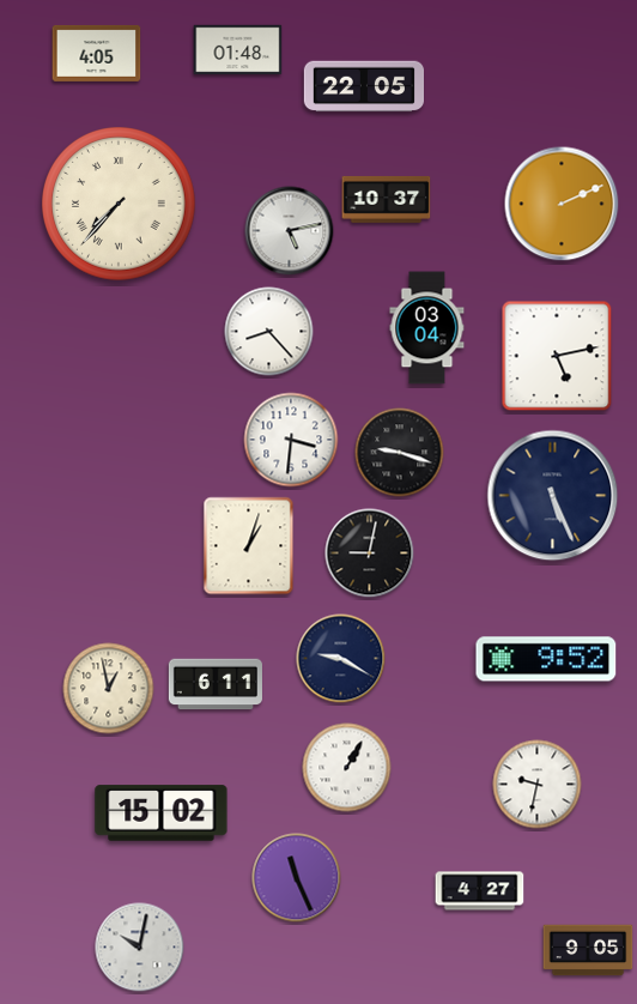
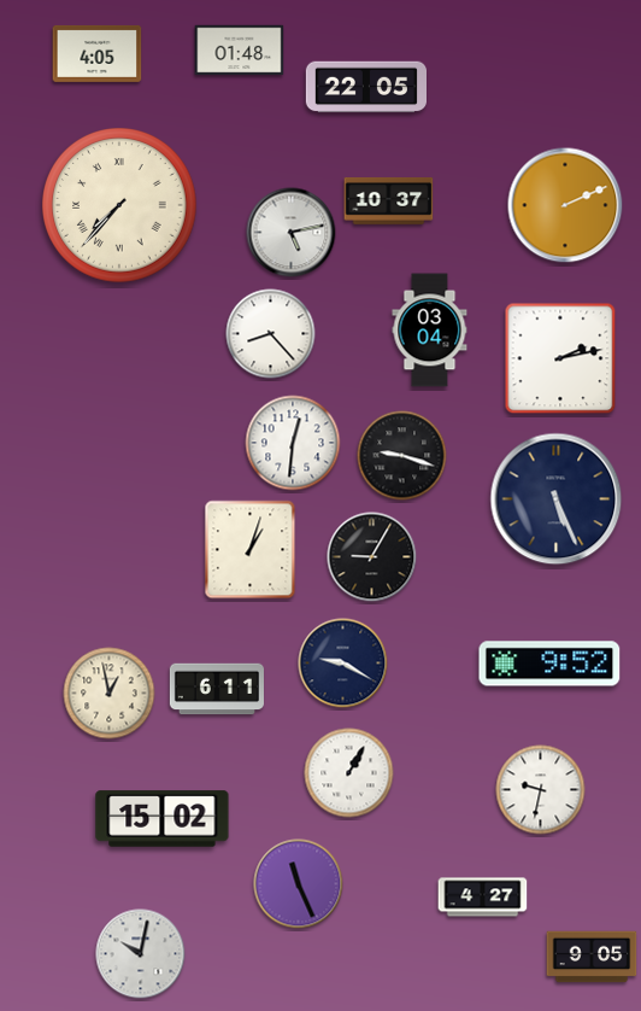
clock at (557, 356): 5:13 -> 2:13
clock at (291, 440): 3:31 -> 12:31
clock at (370, 554): 9:02 -> 9:05
